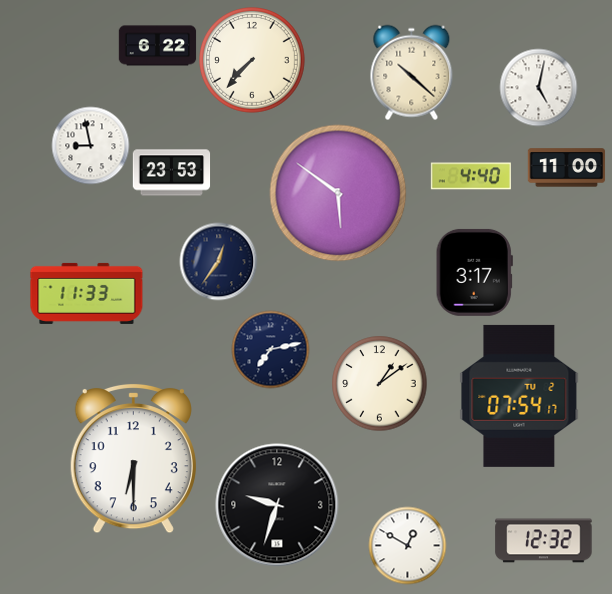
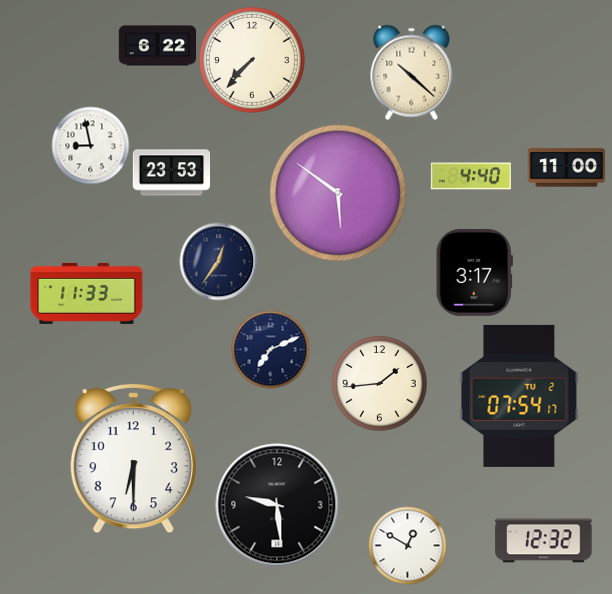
clock at (538, 87): 5:02 -> none
clock at (270, 349): 7:13 -> 7:11
clock at (379, 383): 1:09 -> 1:44
clock at (277, 505): 9:33 -> 9:29
